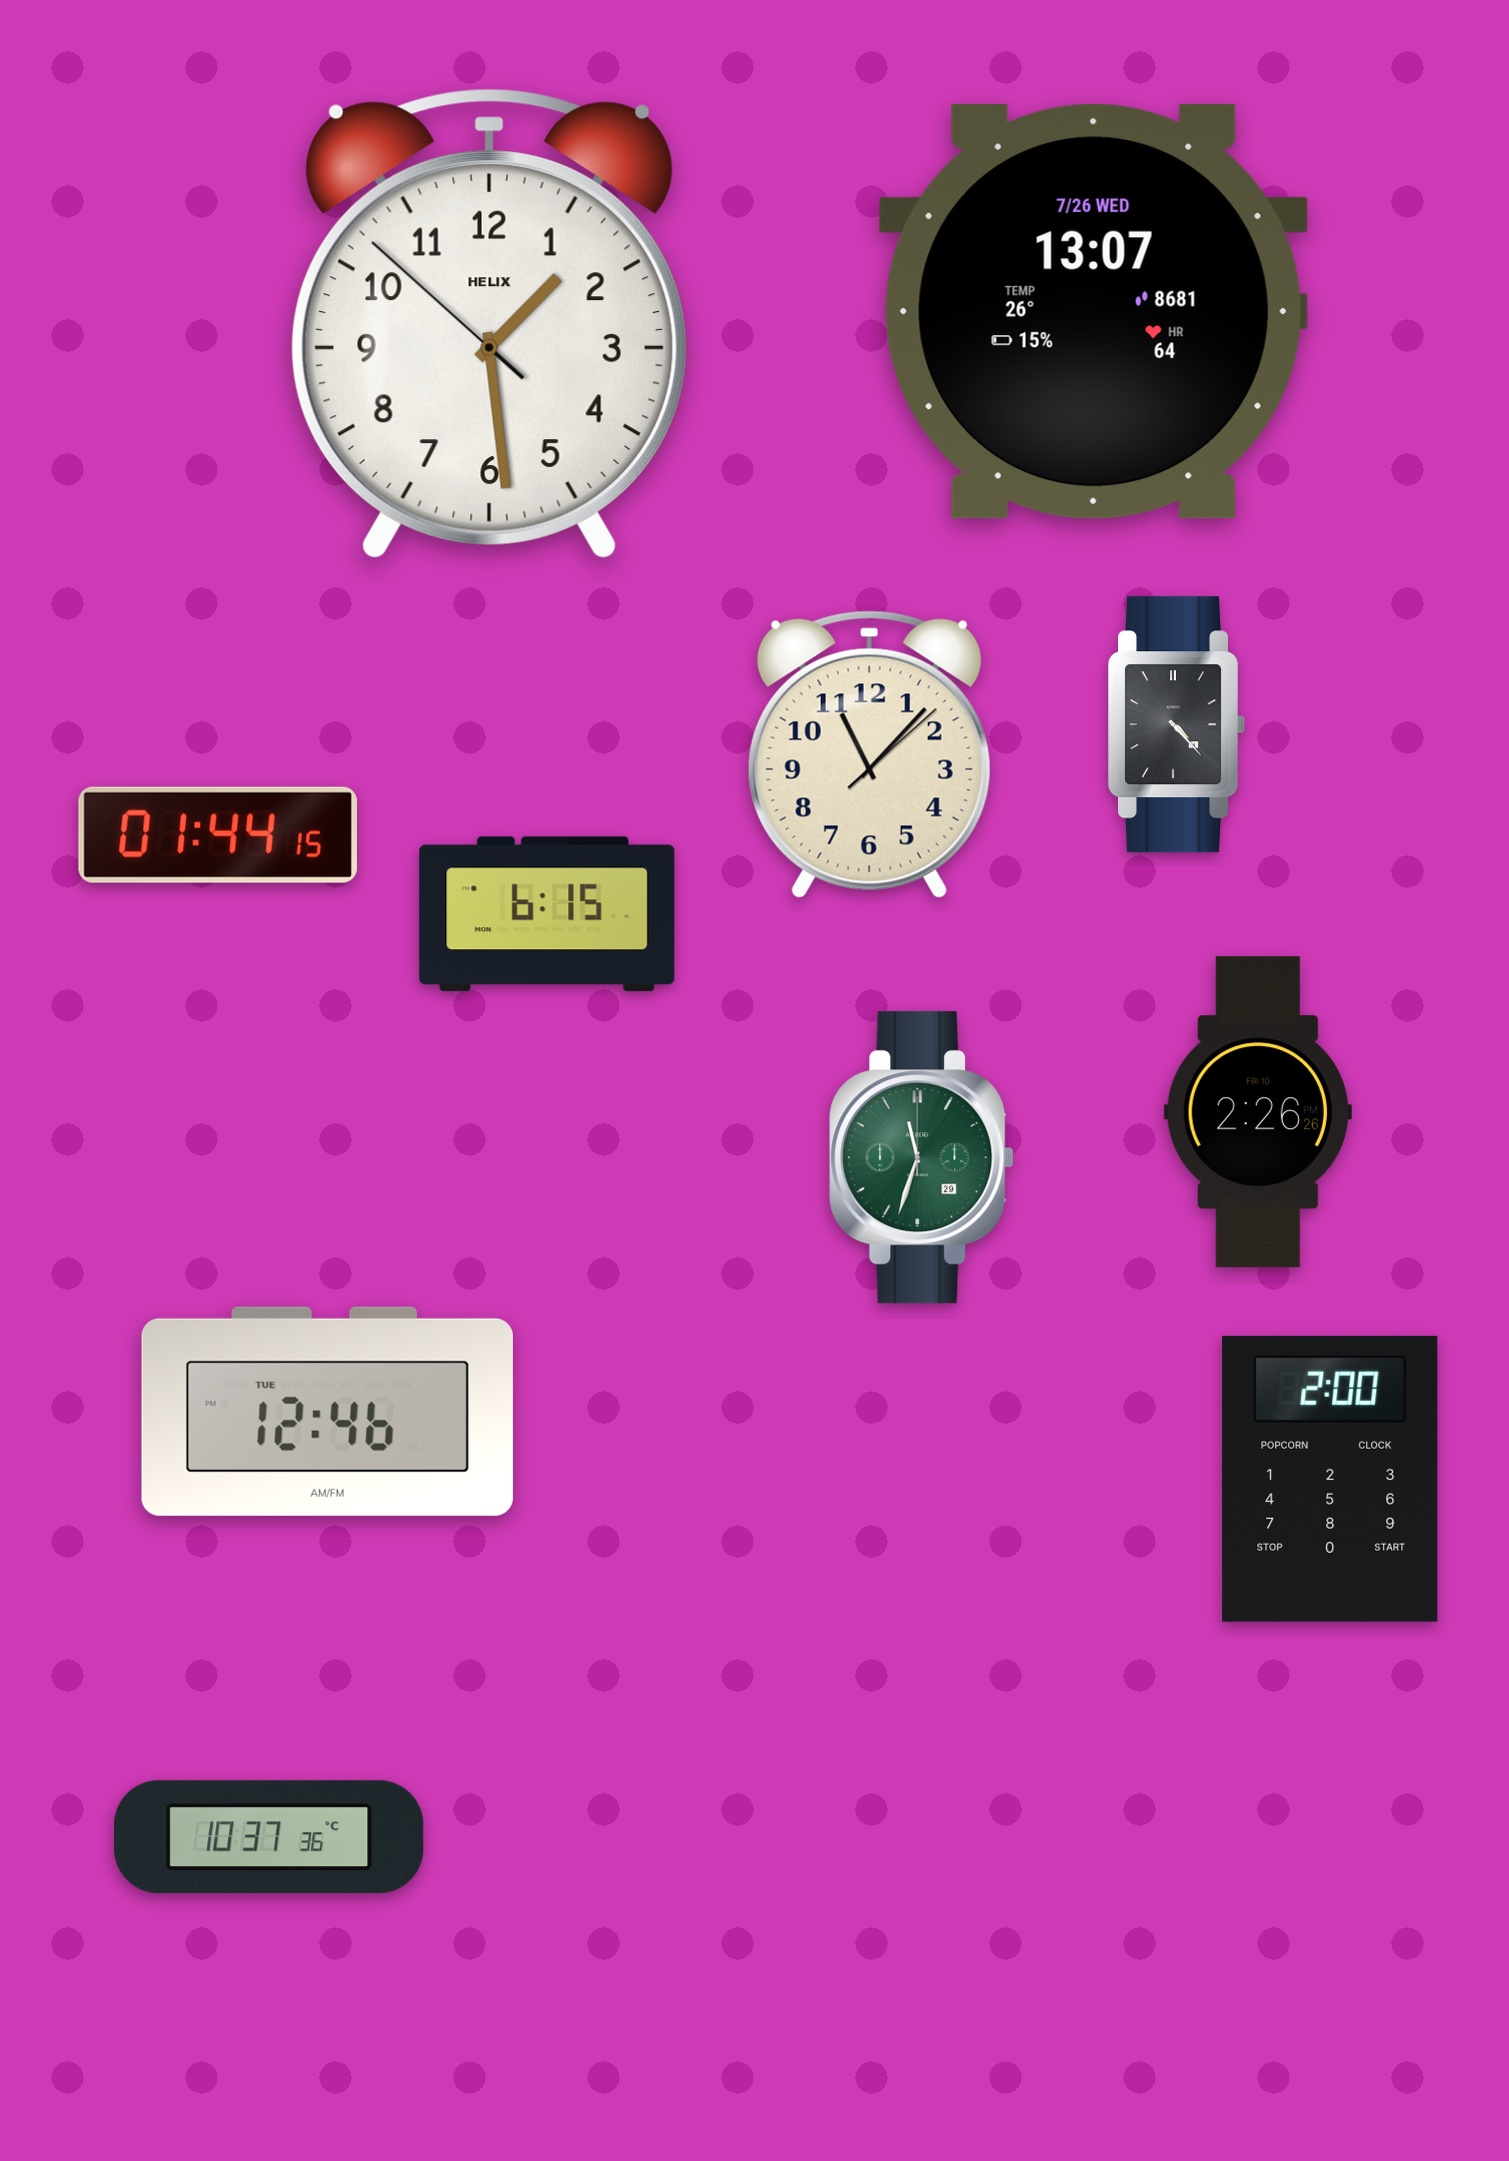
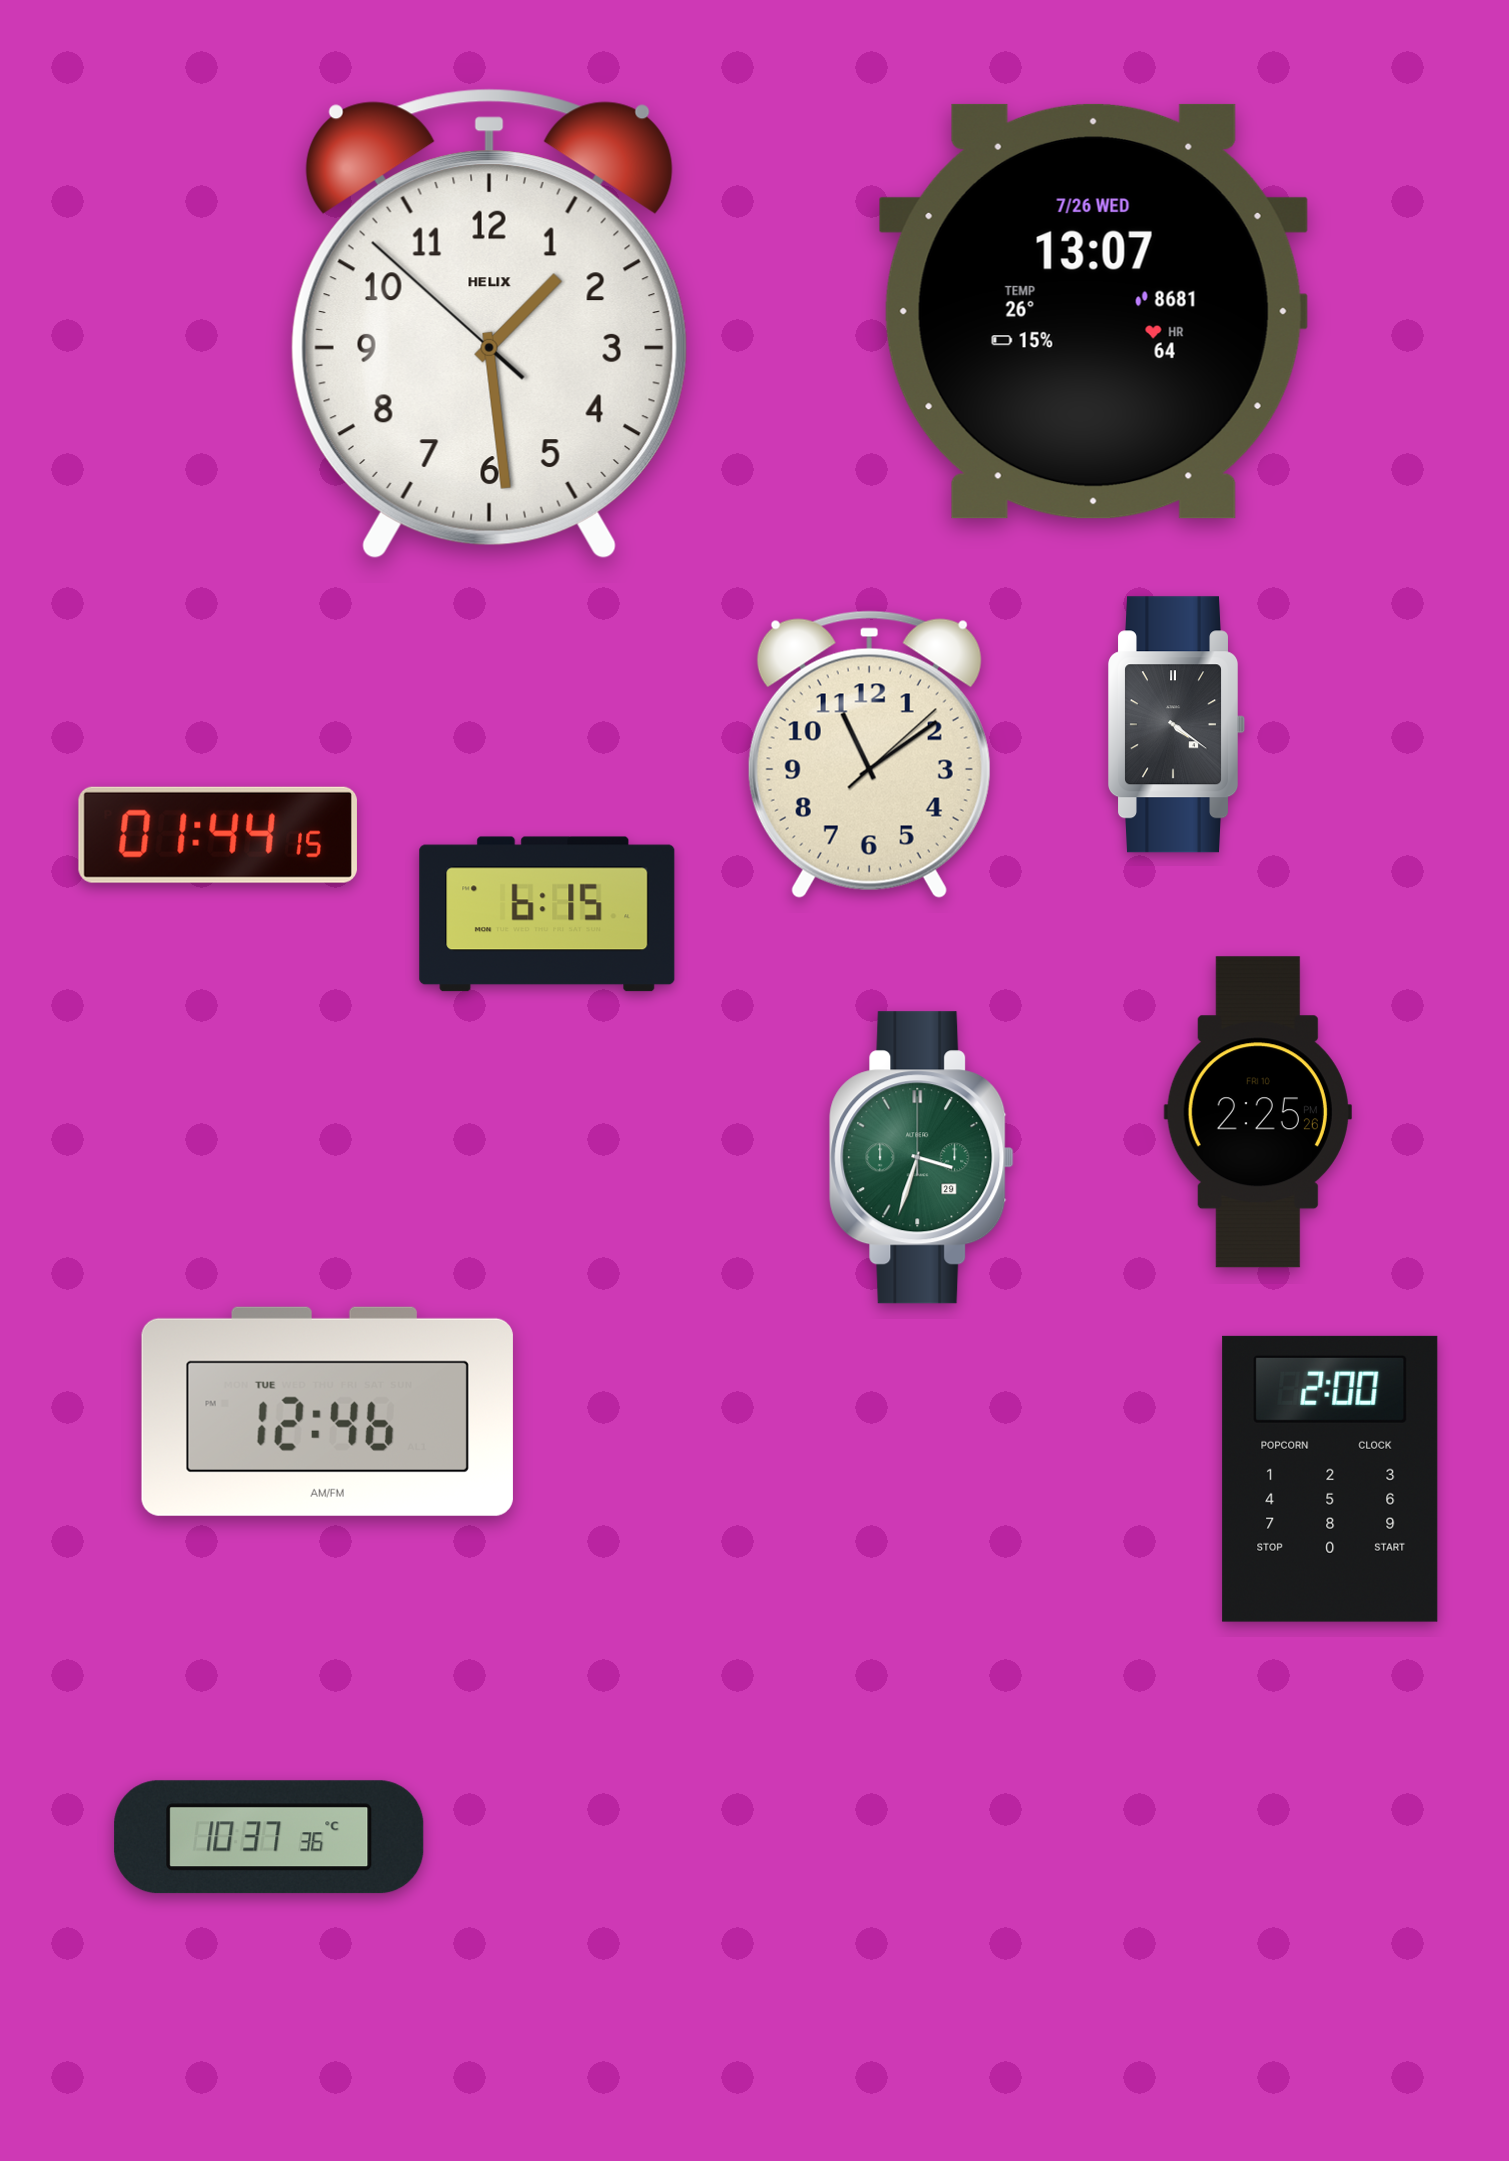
clock at (1177, 725): 4:23 -> 4:21
clock at (869, 754): 11:07 -> 11:09
clock at (1258, 1112): 2:26 -> 2:25
clock at (922, 1158): 11:33 -> 3:33
